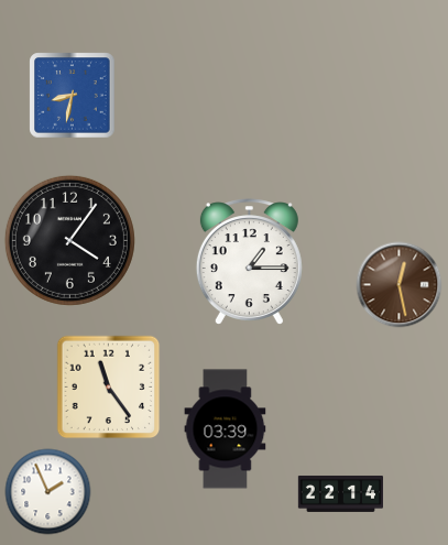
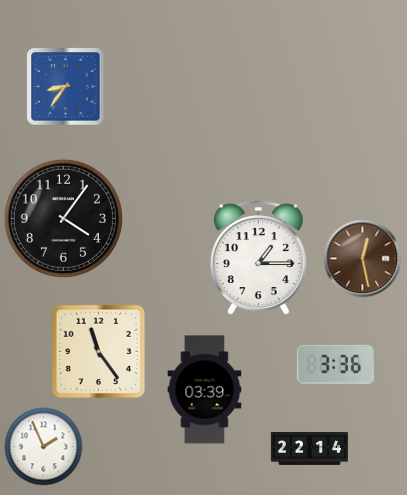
clock at (72, 95): 8:32 -> 8:36
clock at (249, 261) position: (249, 261) -> (258, 257)
clock at (335, 364): none -> 3:36
